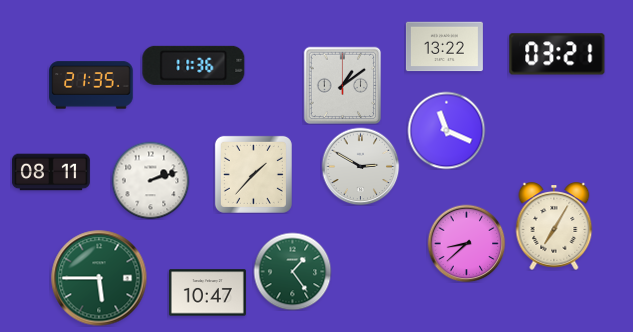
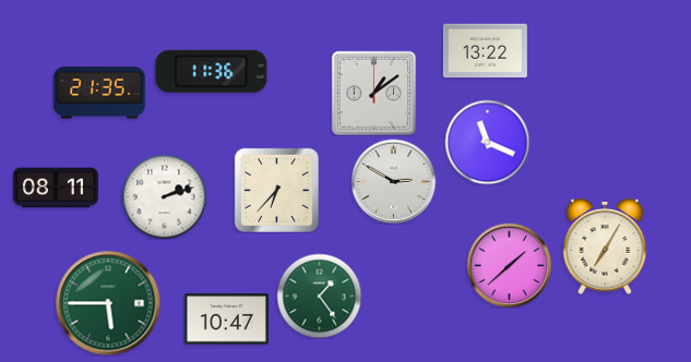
clock at (557, 54): 03:21 -> none
clock at (253, 174): 1:37 -> 6:37
clock at (466, 243): 8:38 -> 1:38
